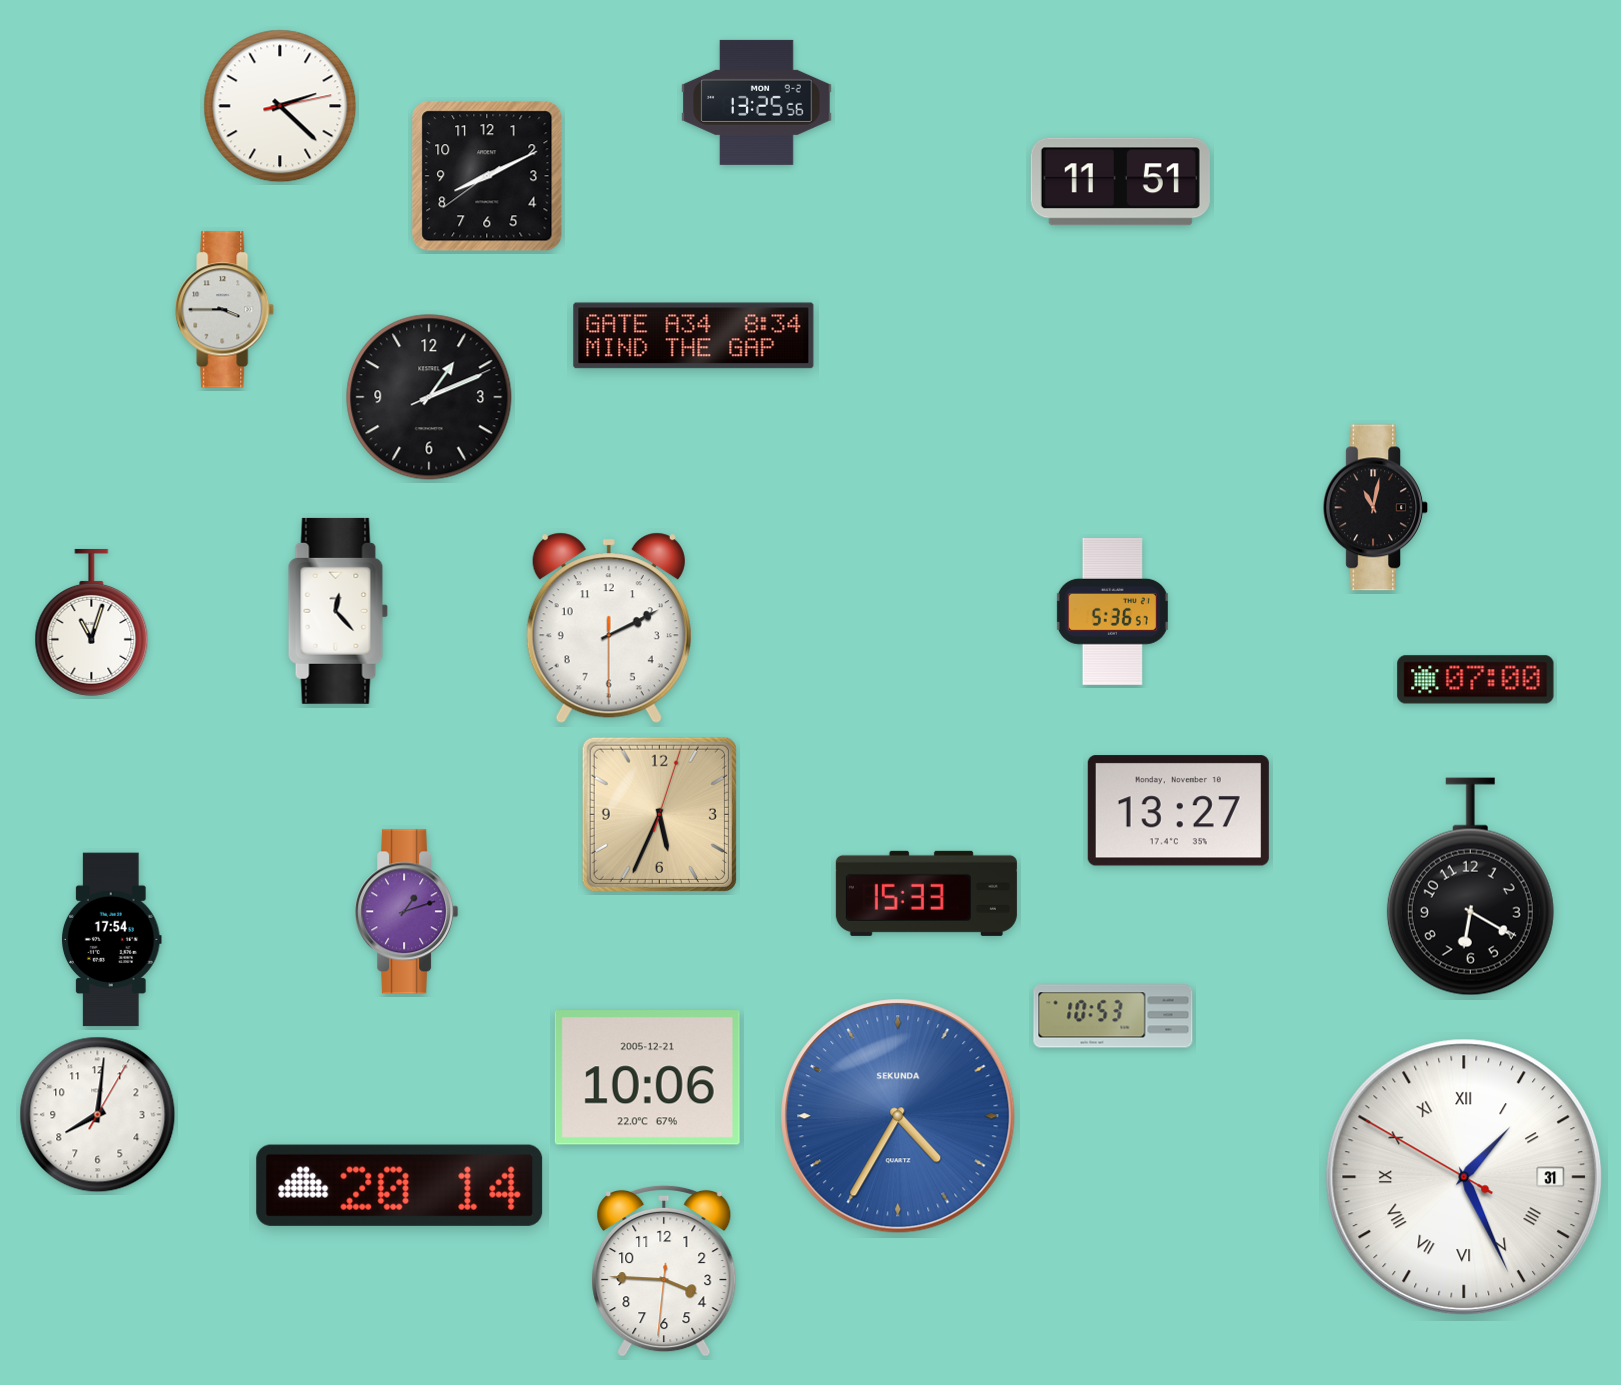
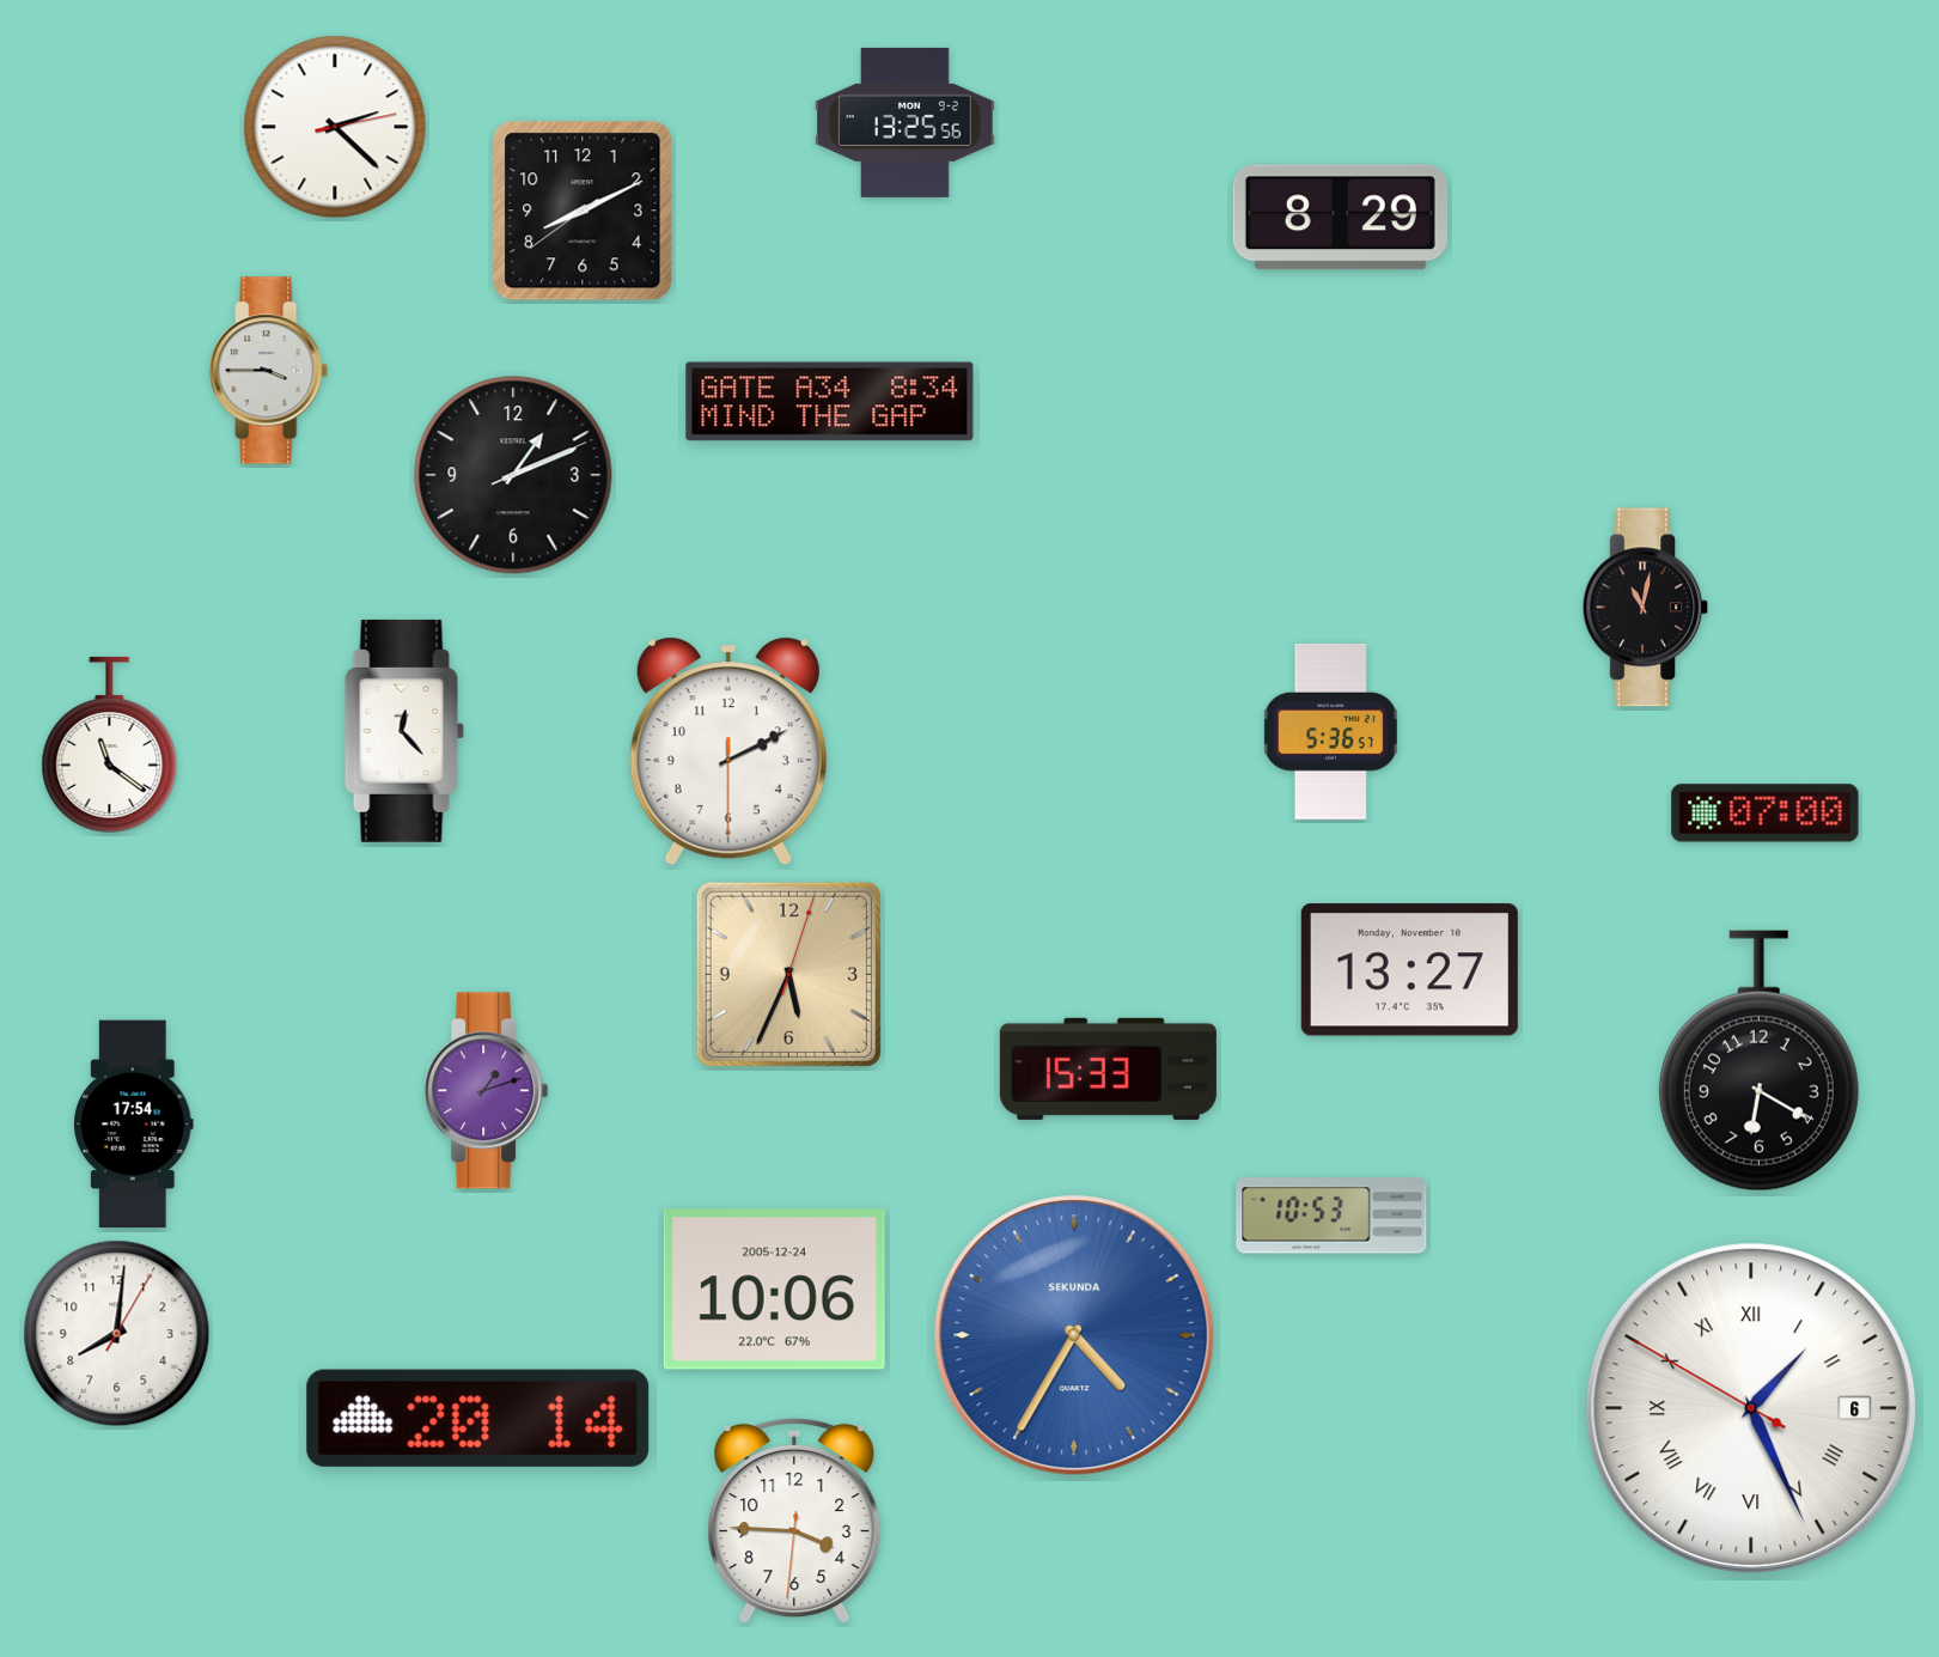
clock at (1120, 182): 11:51 -> 8:29
clock at (92, 622): 11:03 -> 11:21
clock at (647, 1078) date: 2005-12-21 -> 2005-12-24
clock at (1464, 1177) date: 31 -> 6
